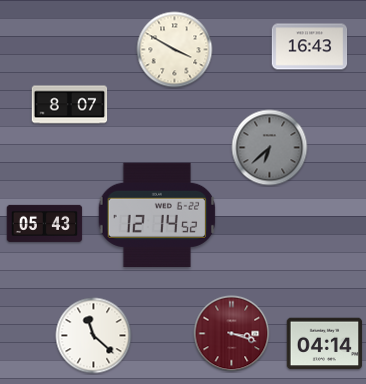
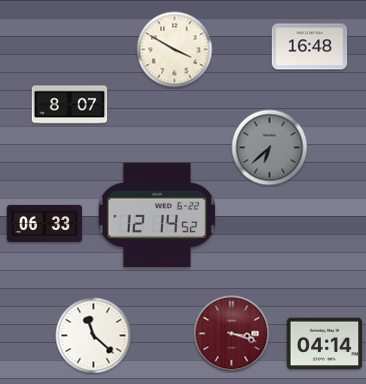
clock at (310, 47): 16:43 -> 16:48
clock at (45, 223): 05:43 -> 06:33
